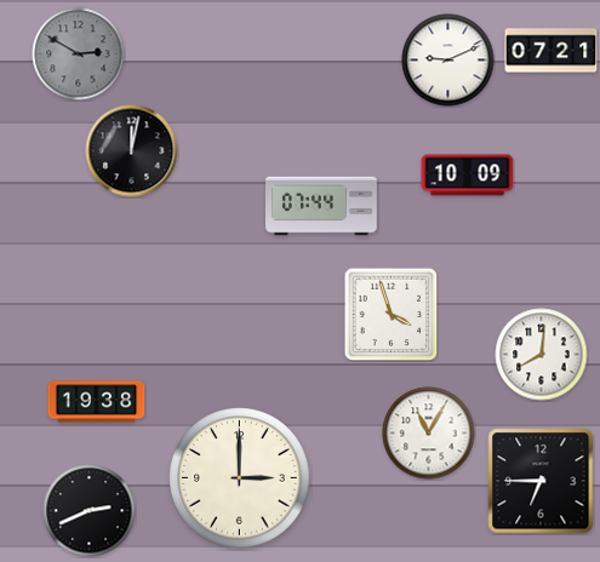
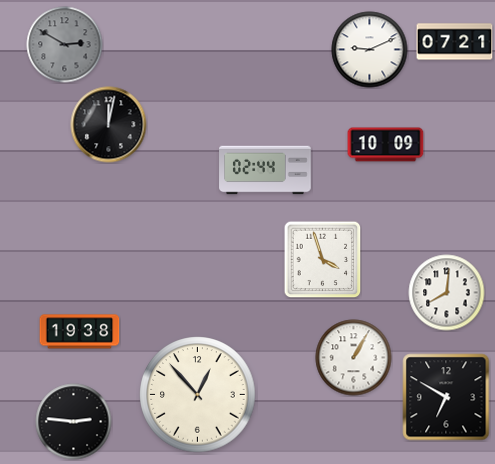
clock at (321, 206): 07:44 -> 02:44
clock at (429, 434): 11:05 -> 1:05
clock at (240, 478): 3:00 -> 12:53
clock at (541, 481): 6:45 -> 6:50
clock at (90, 511): 2:41 -> 2:46
